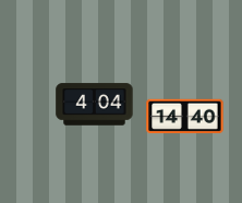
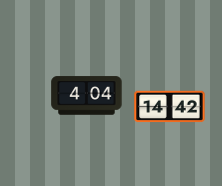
clock at (185, 117): 14:40 -> 14:42
